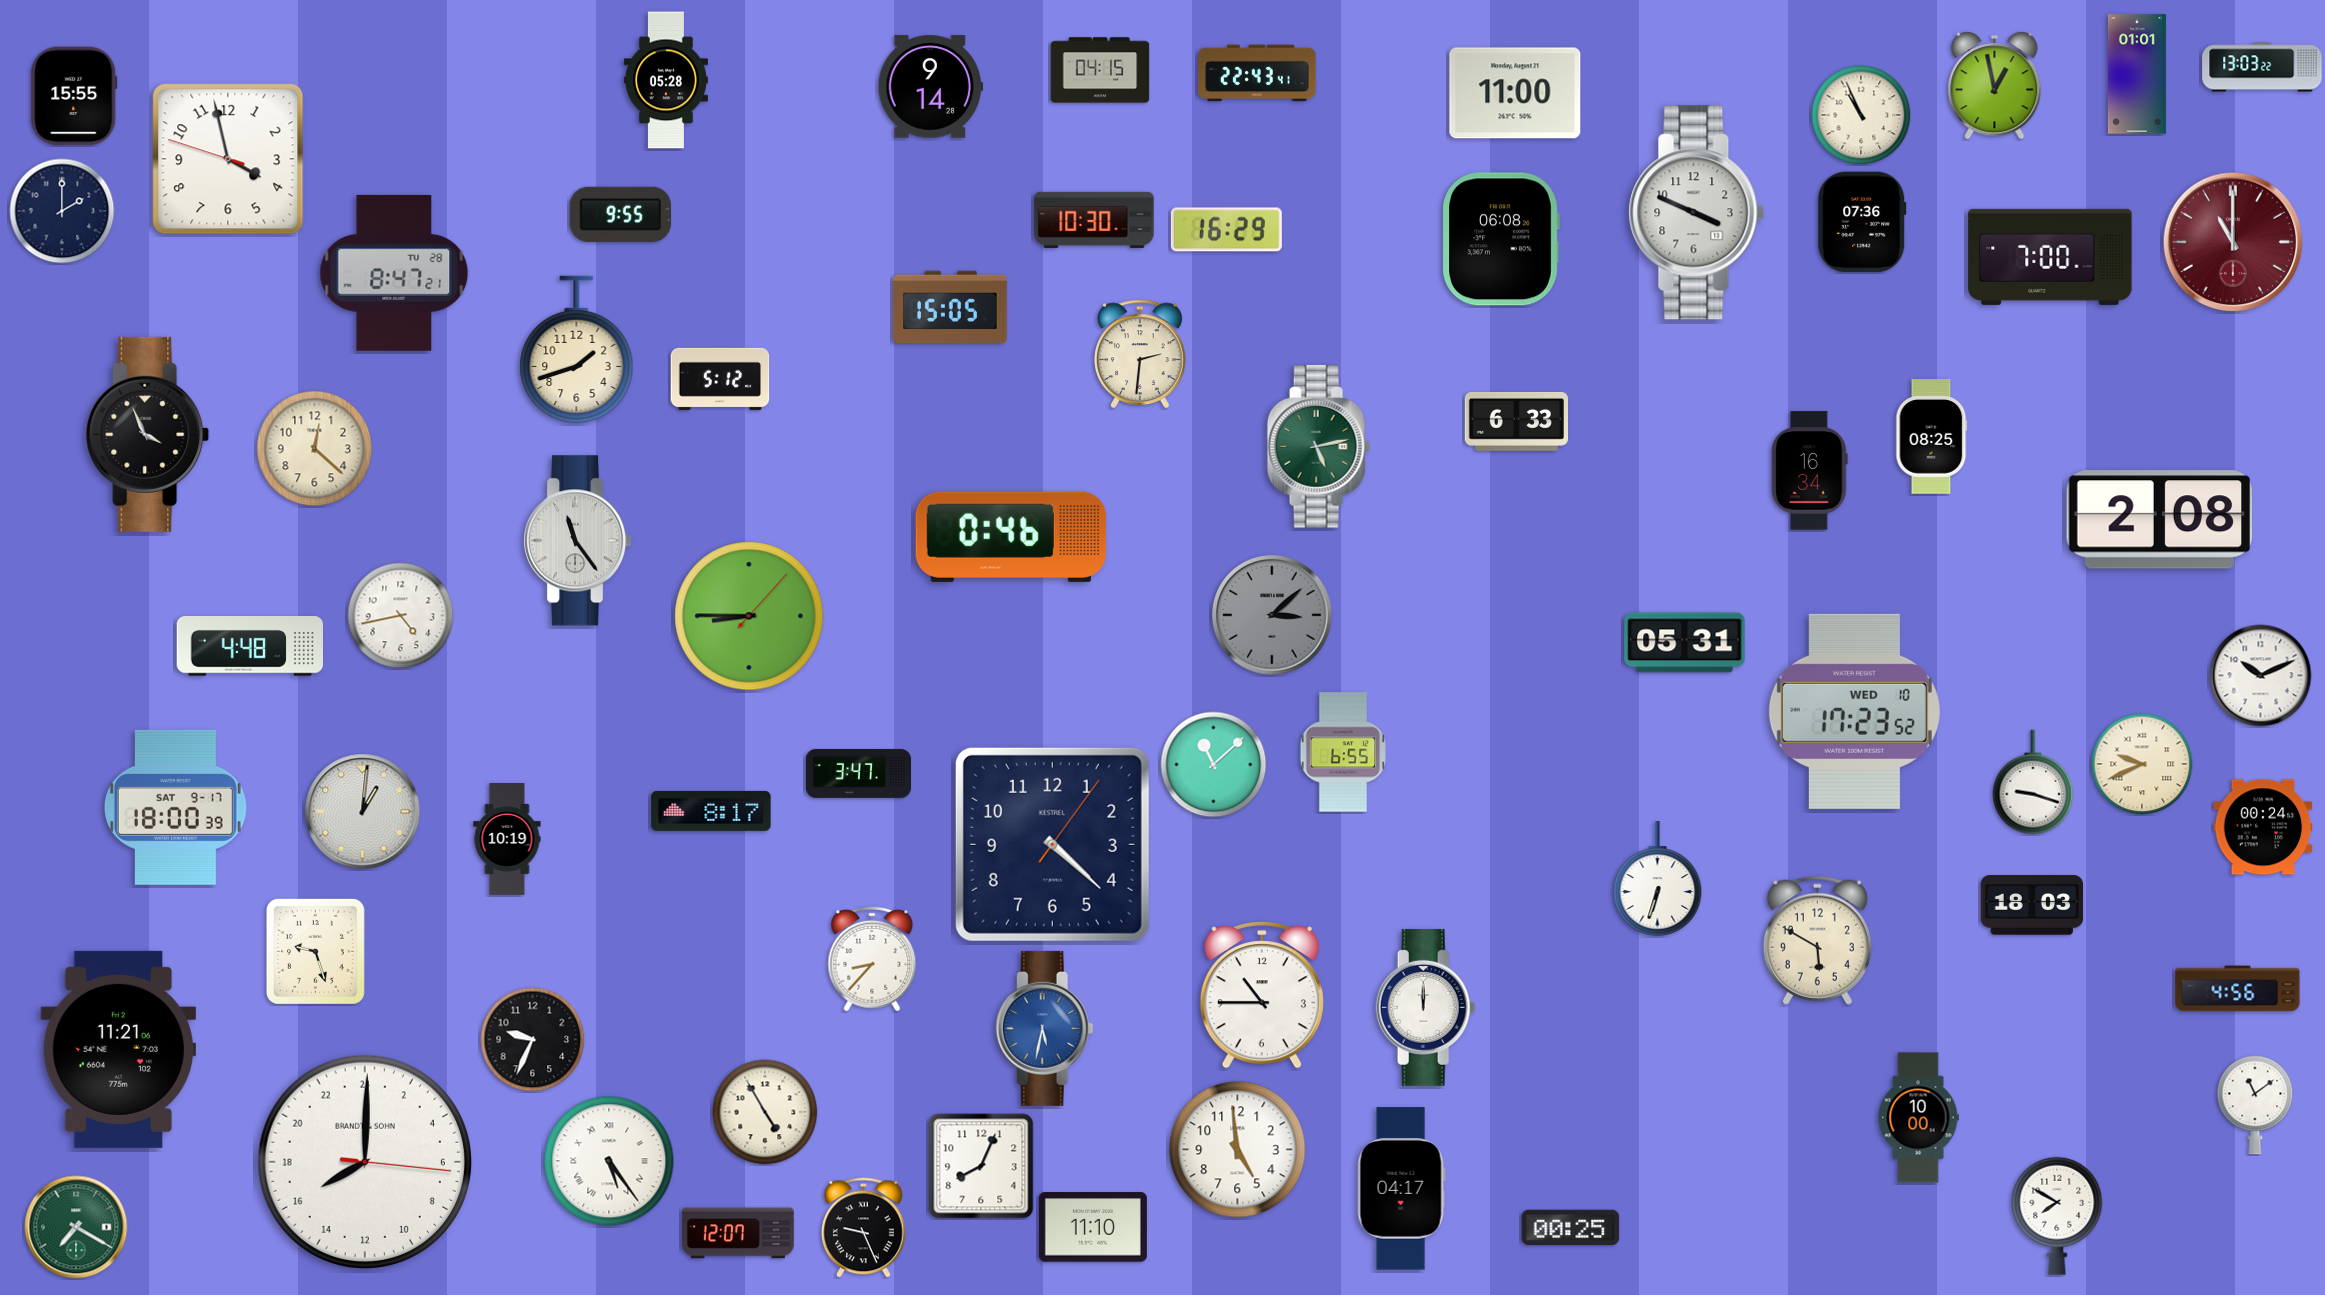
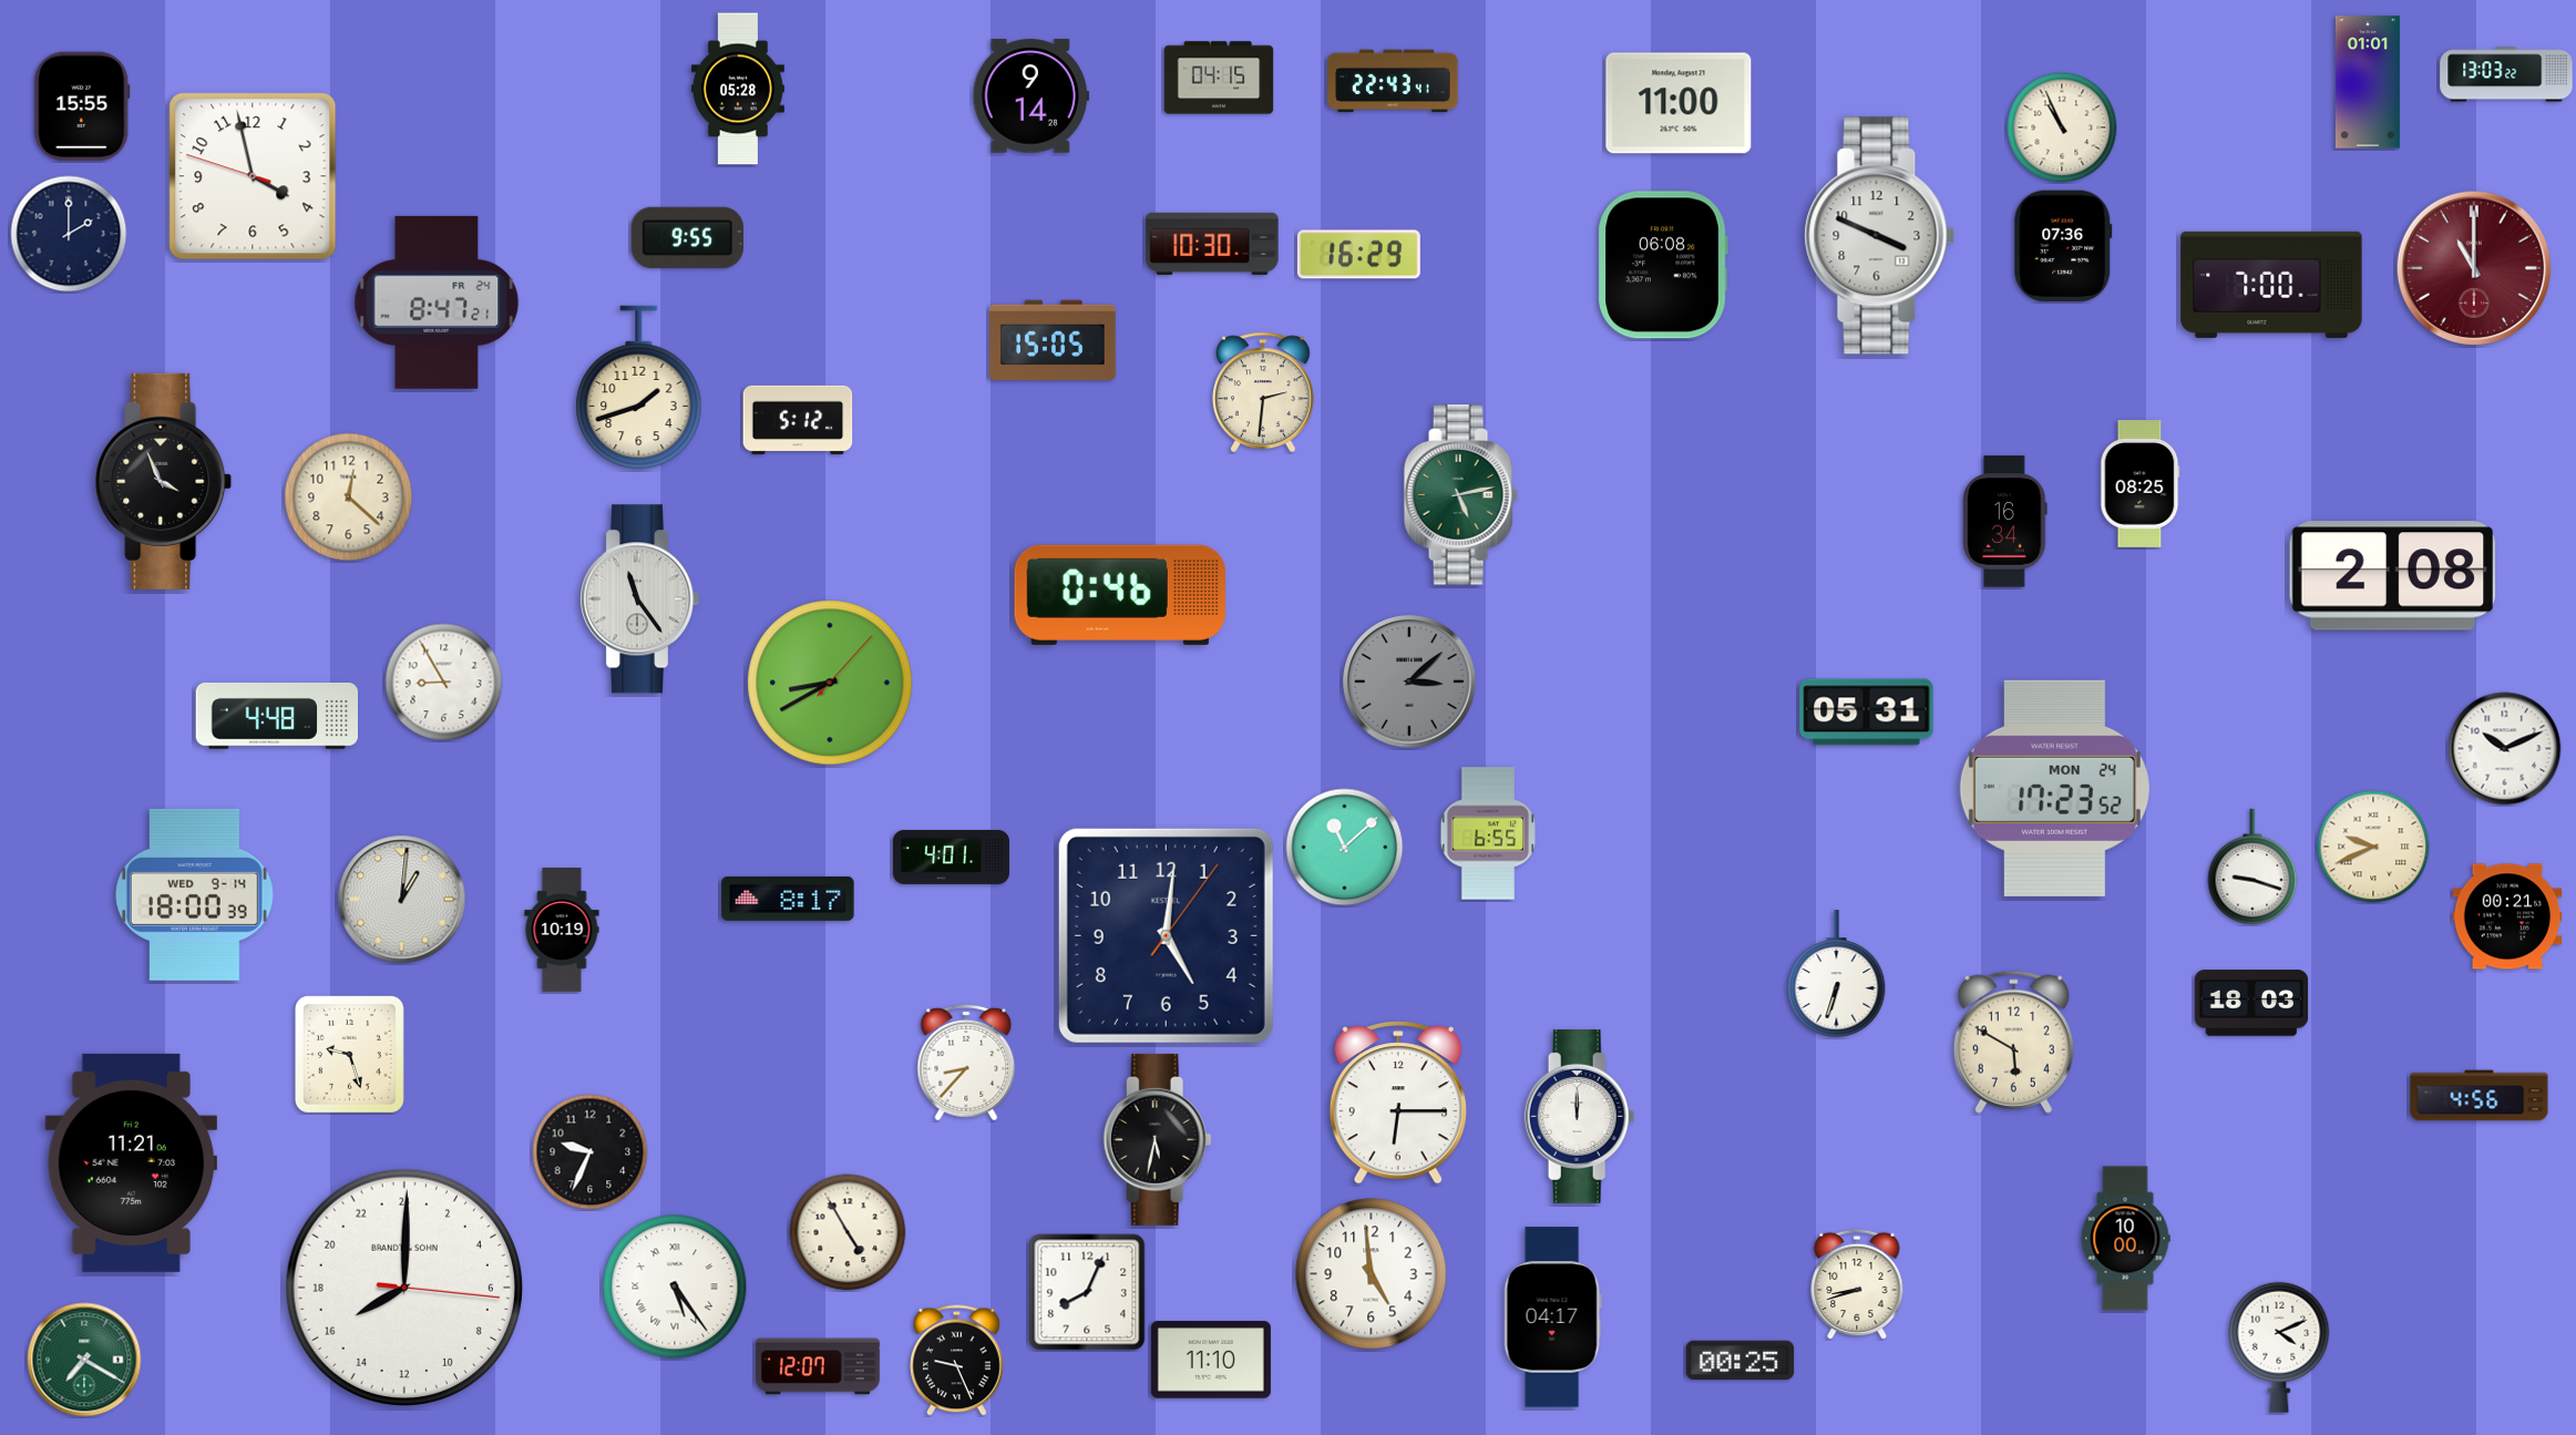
clock at (1995, 86): 12:58 -> none
clock at (394, 273) date: TU 28 -> FR 24
clock at (1517, 421): 6:33 -> none
clock at (401, 616): 4:43 -> 8:55
clock at (749, 616): 8:45 -> 8:40
clock at (1854, 711) date: WED 10 -> MON 24
clock at (858, 773): 3:47 -> 4:01
clock at (175, 807) date: SAT 9-17 -> WED 9-14
clock at (2263, 827): 00:24 -> 00:21
clock at (1052, 844): 4:22 -> 5:01
clock at (1262, 995): 10:45 -> 6:15
clock at (1044, 1028) dial: blue -> black
clock at (2255, 1105): 11:09 -> none
clock at (1857, 1284): none -> 8:42
clock at (2057, 1216): 7:50 -> 4:11
